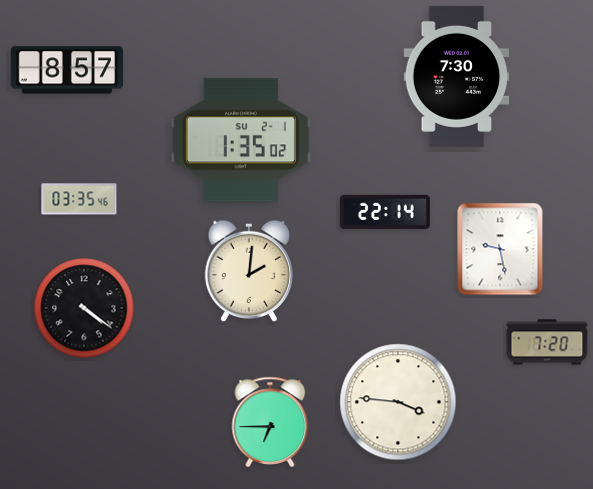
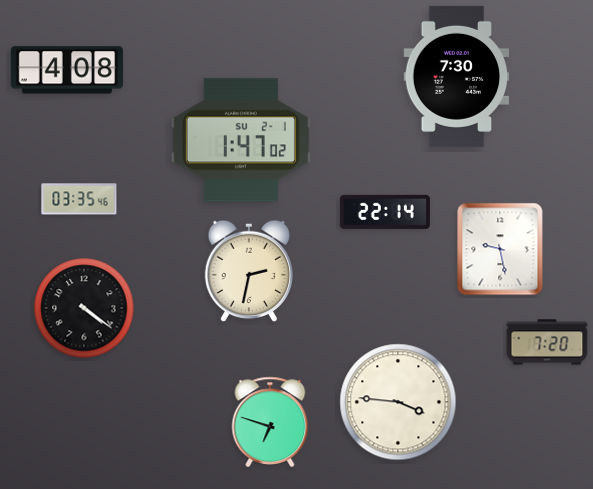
clock at (67, 70): 8:57 -> 4:08
clock at (241, 140): 1:35 -> 1:47
clock at (249, 271): 2:01 -> 2:32
clock at (270, 421): 6:45 -> 6:48
